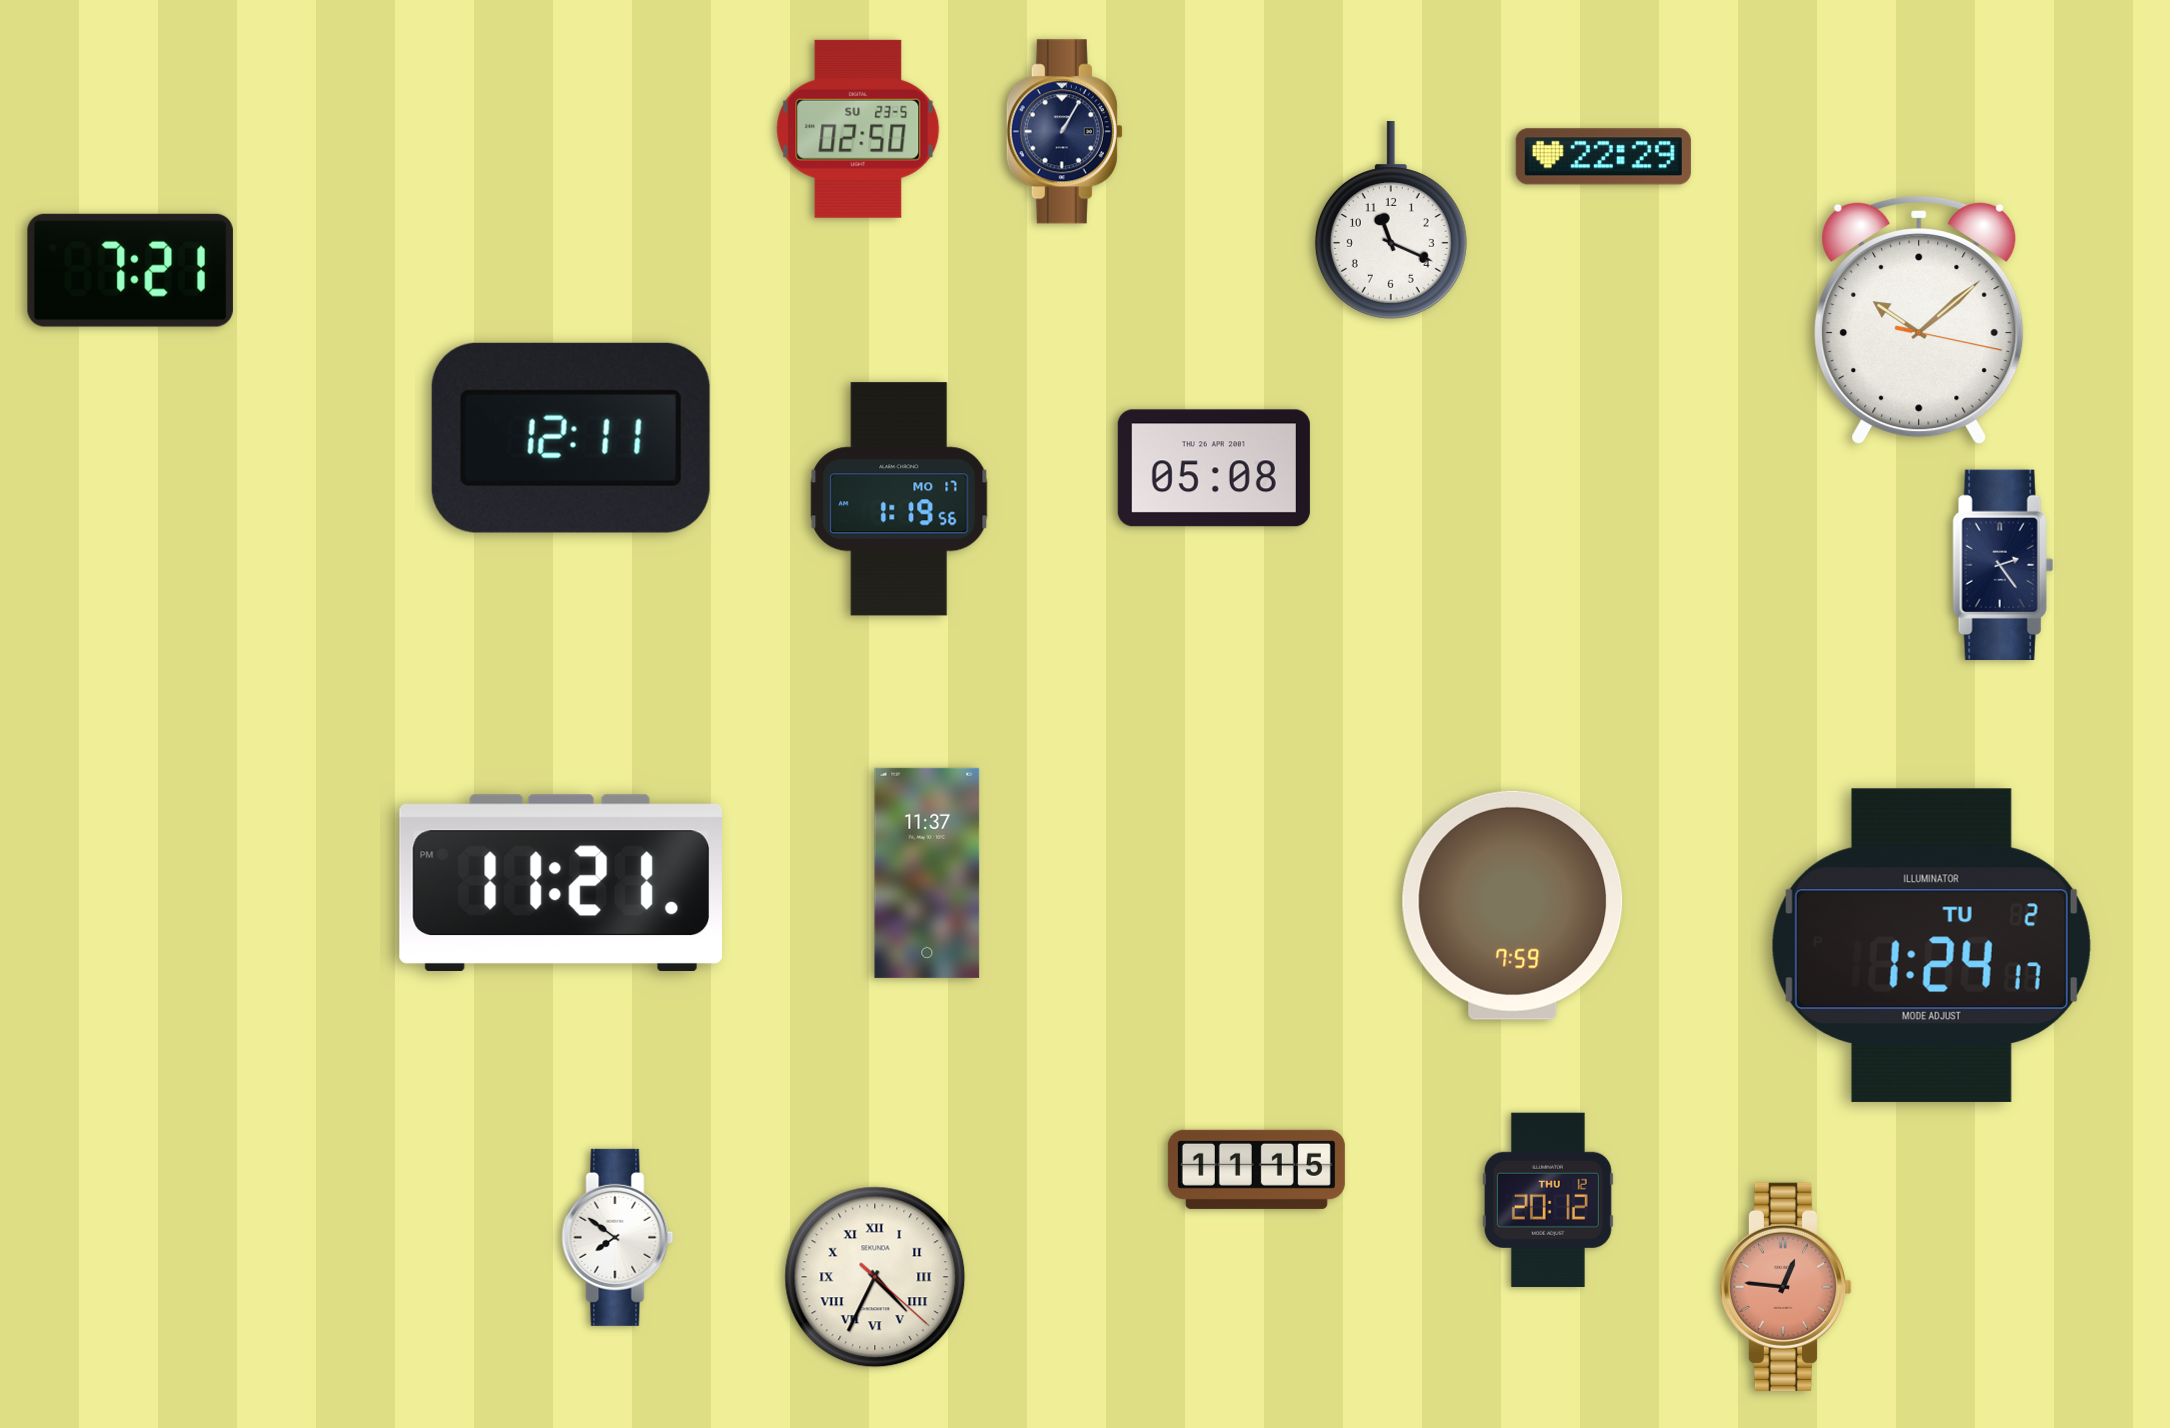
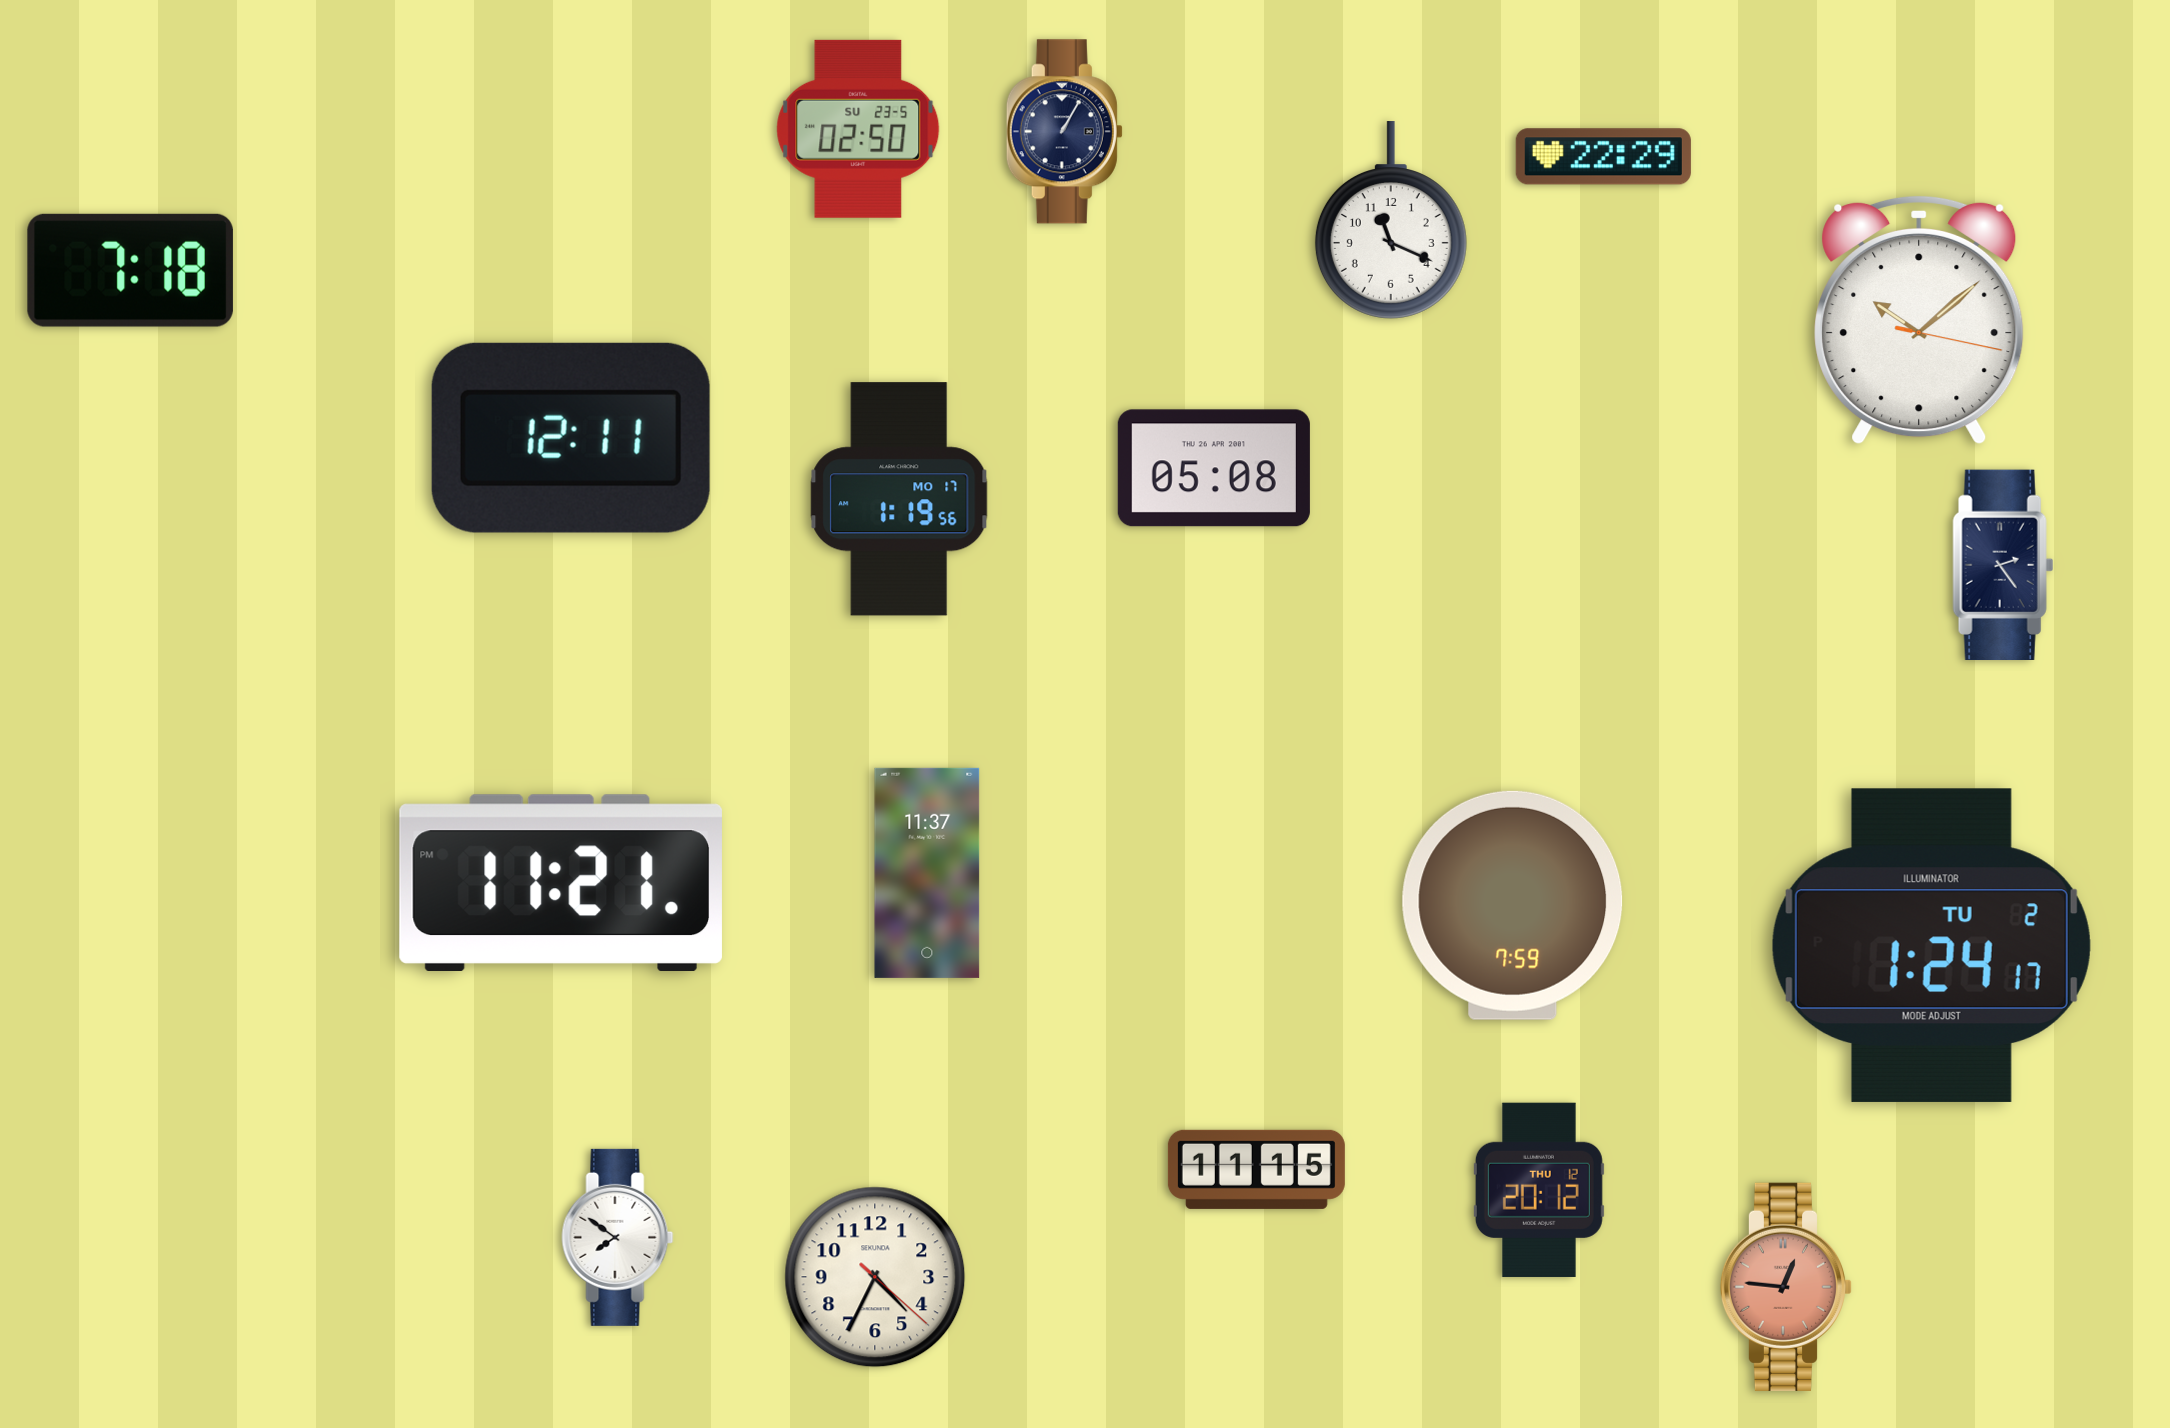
clock at (130, 270): 7:21 -> 7:18
clock at (1548, 1200) position: (1548, 1200) -> (1539, 1190)
clock at (875, 1277) numerals: Roman -> Arabic
